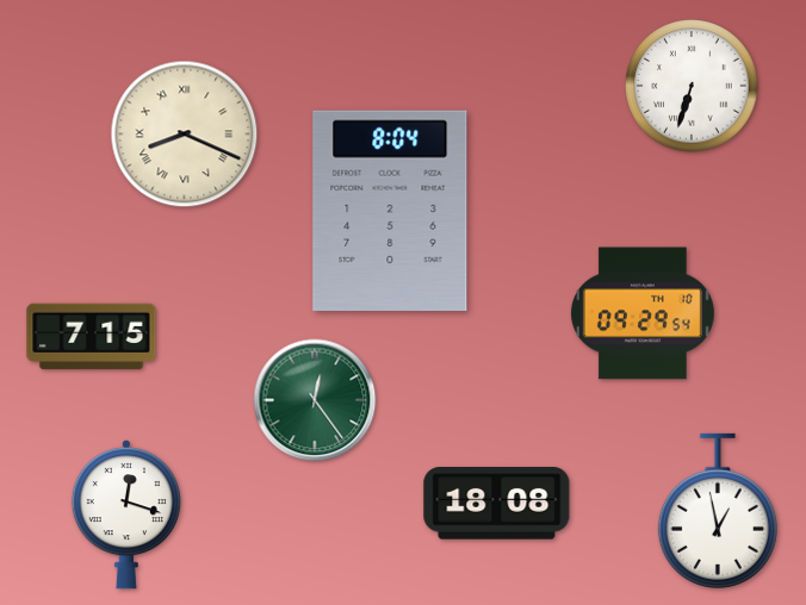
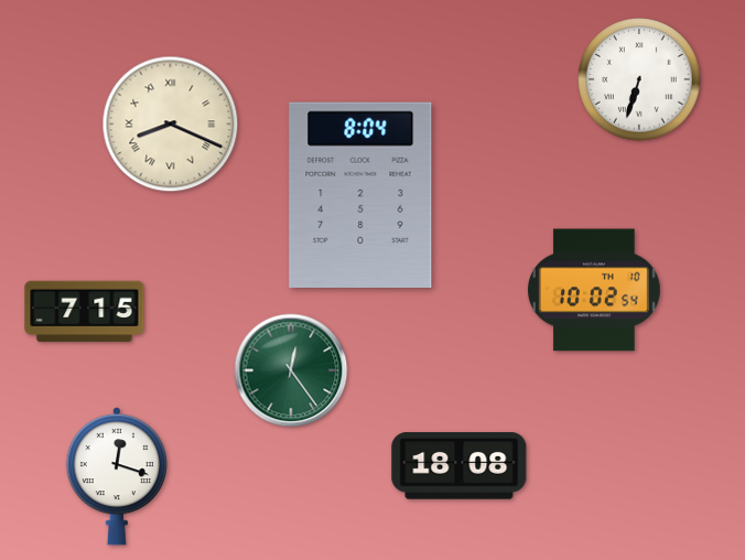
clock at (643, 313): 09:29 -> 10:02
clock at (718, 511): 12:58 -> none
